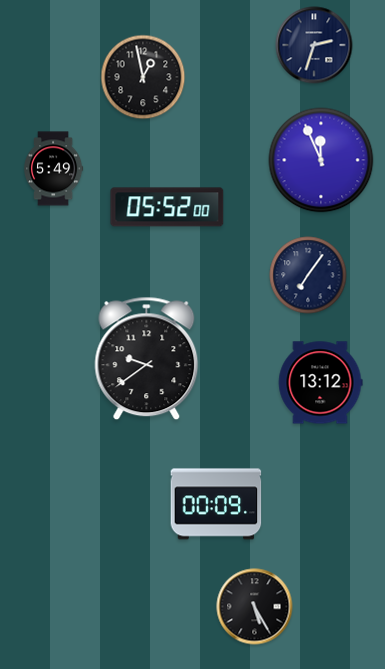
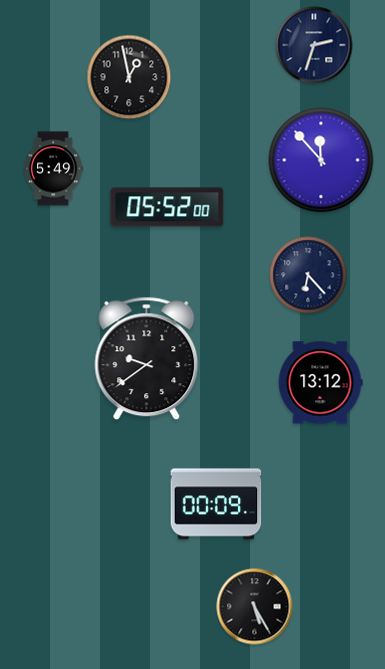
clock at (143, 77) position: (143, 77) -> (129, 77)
clock at (321, 160): 11:56 -> 11:53
clock at (308, 275): 7:06 -> 6:23
